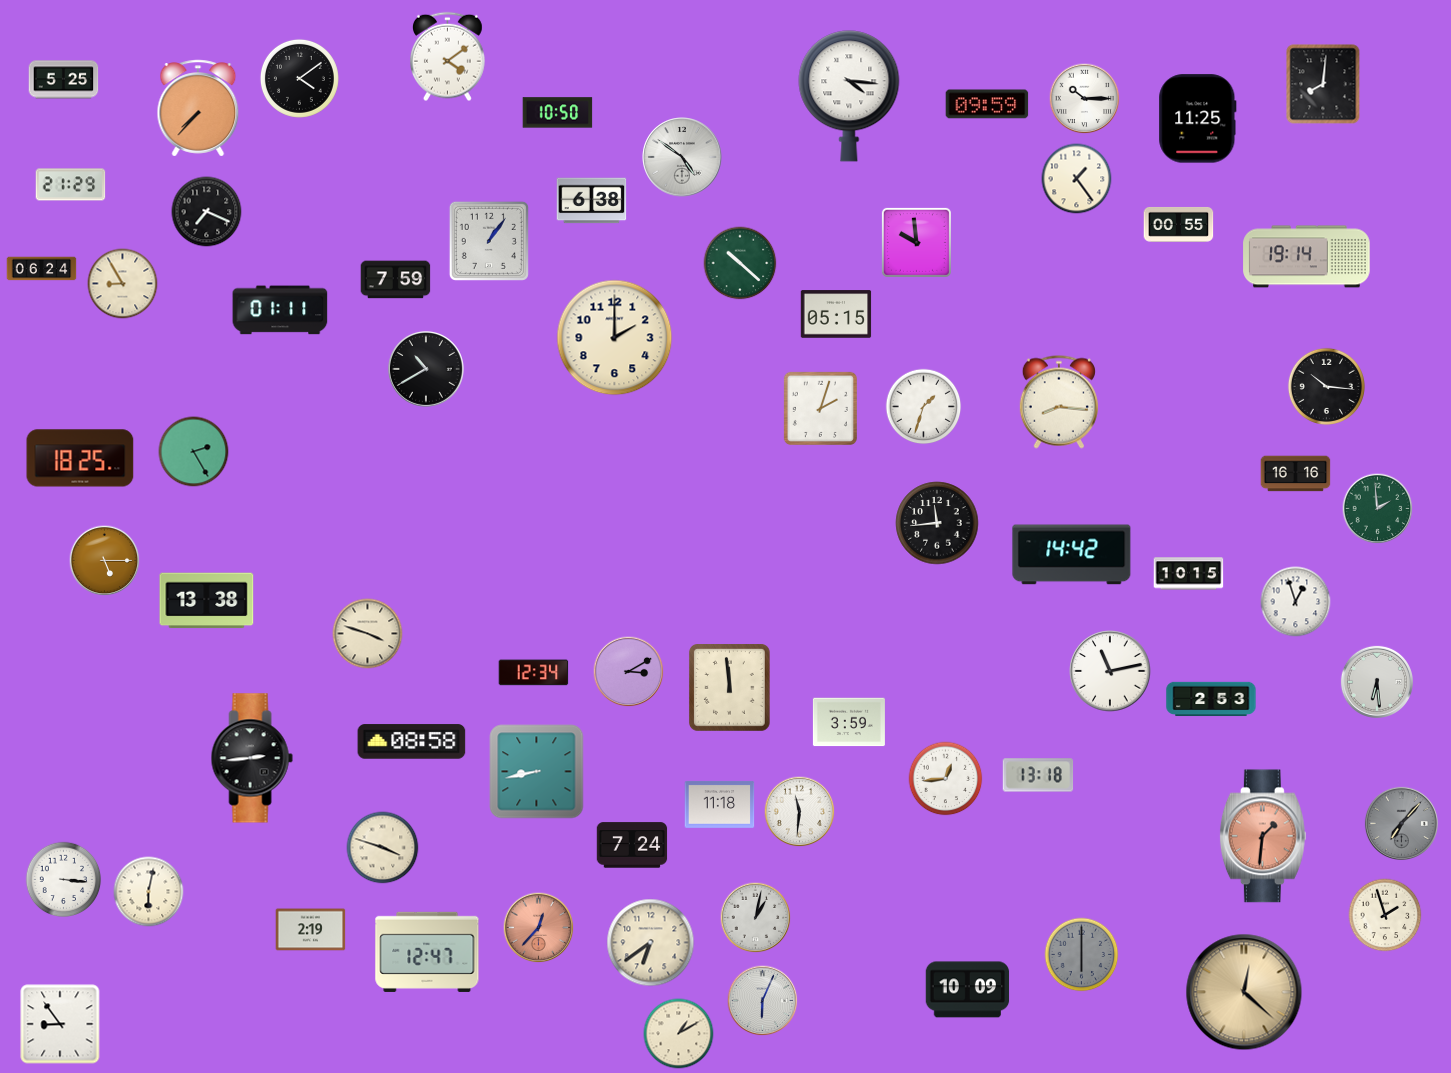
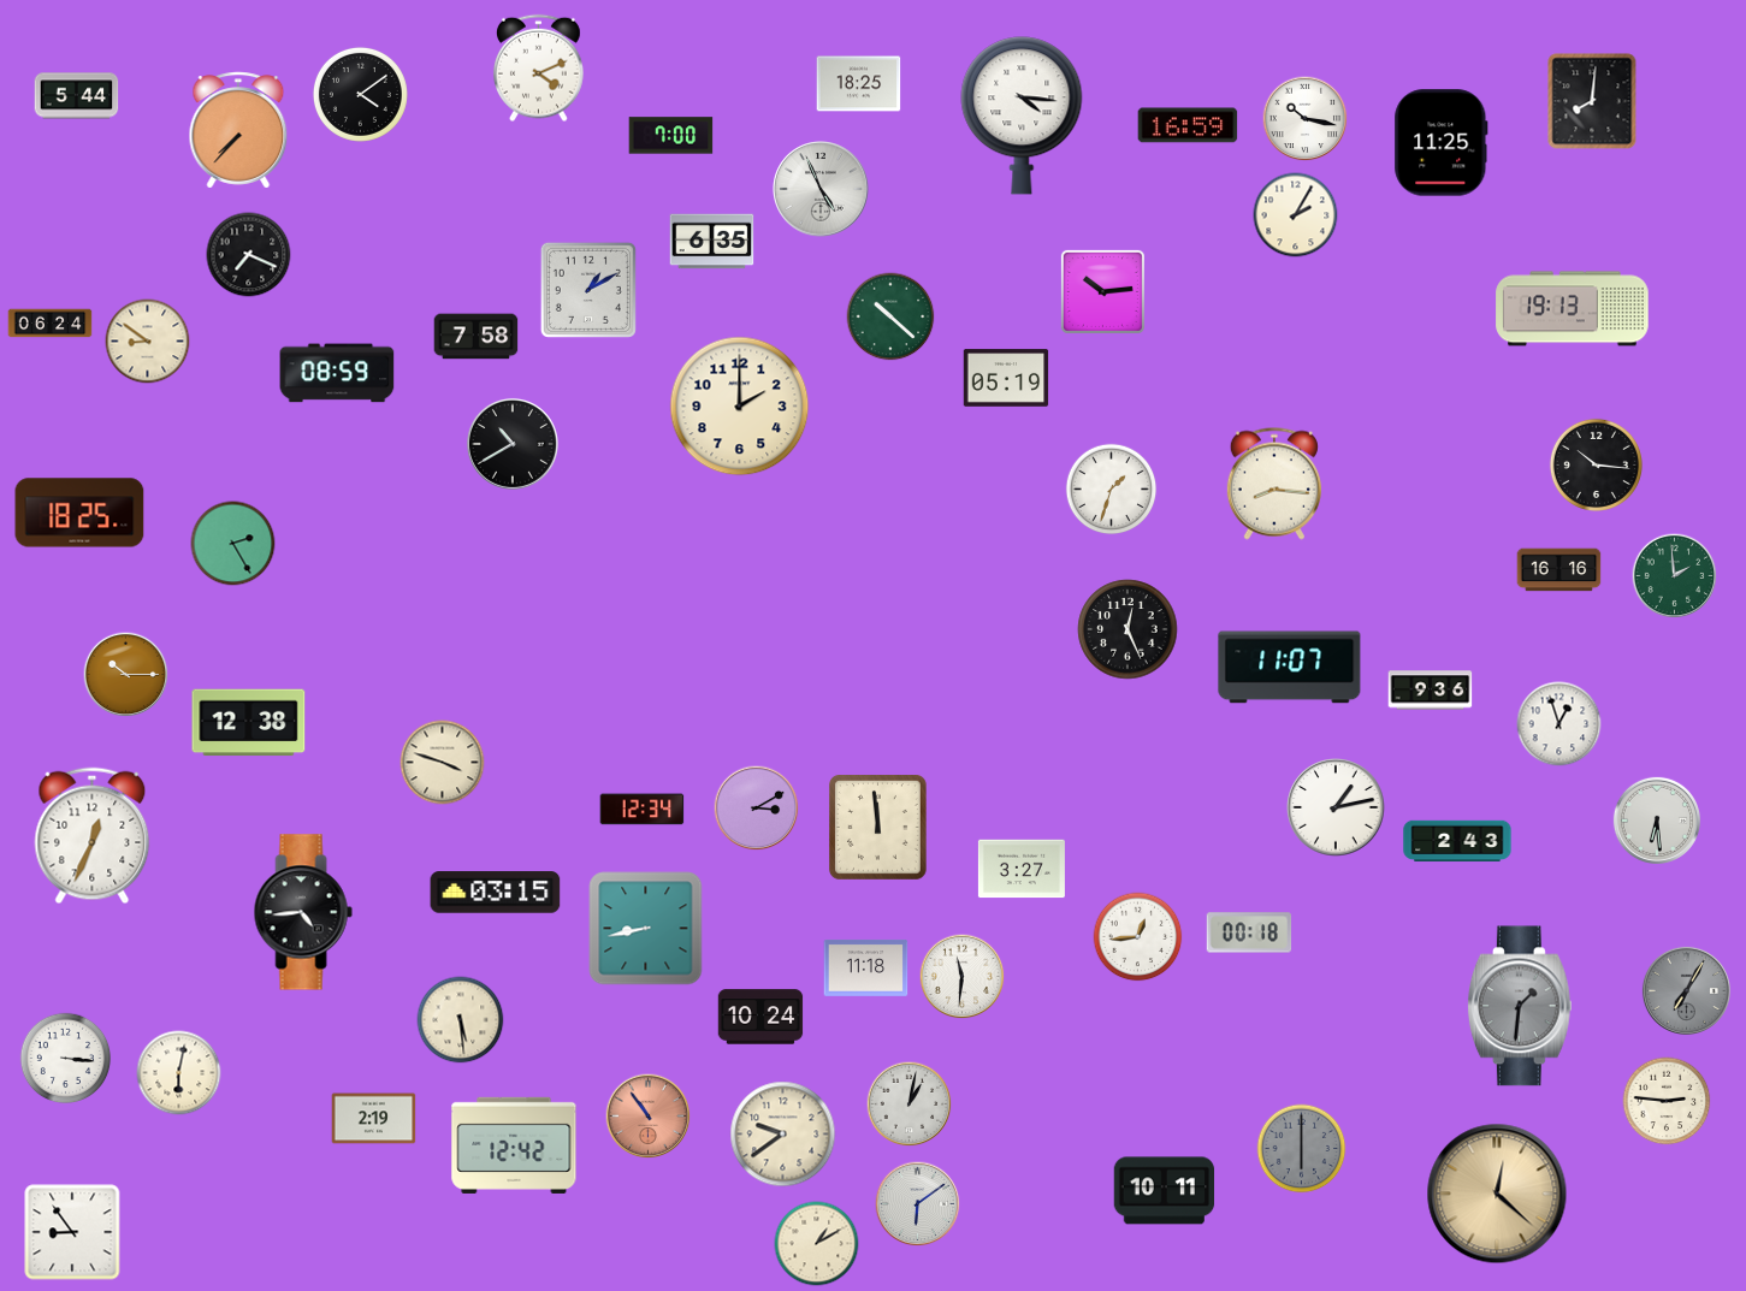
clock at (448, 57): 4:09 -> 4:11
clock at (859, 84): none -> 18:25
clock at (64, 80): 5:25 -> 5:44
clock at (1085, 99): 10:15 -> 10:17
clock at (987, 104): 09:59 -> 16:59
clock at (558, 113): 10:50 -> 7:00
clock at (682, 157): 4:51 -> 4:56
clock at (1077, 179): 1:24 -> 2:05
clock at (71, 185): 21:29 -> none
clock at (592, 201): 6:38 -> 6:35
clock at (1179, 224): 00:55 -> none
clock at (489, 241): 1:06 -> 1:10
clock at (916, 242): 9:59 -> 10:14
clock at (1307, 257): 19:14 -> 19:13
clock at (396, 280): 7:59 -> 7:58
clock at (123, 284): 8:55 -> 8:51
clock at (280, 310): 01:11 -> 08:59
clock at (836, 314): 05:15 -> 05:19
clock at (820, 408): 2:03 -> none
clock at (80, 458) position: (80, 458) -> (79, 513)
clock at (1378, 509) position: (1378, 509) -> (1675, 576)
clock at (937, 523): 11:44 -> 12:26
clock at (1072, 555): 14:42 -> 11:07
clock at (105, 561): 5:15 -> 10:15
clock at (1189, 574): 10:15 -> 9:36
clock at (207, 601): 13:38 -> 12:38
clock at (1110, 671): 11:13 -> 1:13
clock at (93, 836): none -> 12:34
clock at (1211, 699): 2:53 -> 2:43
clock at (849, 722): 3:59 -> 3:27
clock at (412, 742): 08:58 -> 03:15
clock at (252, 758): 2:44 -> 4:44
clock at (1038, 775): 13:18 -> 00:18
clock at (1401, 823): 7:07 -> 7:05
clock at (1263, 836) dial: salmon -> grey
clock at (632, 845): 7:24 -> 10:24
clock at (383, 848): 3:48 -> 5:29
clock at (64, 880) position: (64, 880) -> (66, 1059)
clock at (1385, 915): 1:57 -> 2:46
clock at (539, 928): 12:37 -> 10:54
clock at (651, 943): 6:39 -> 9:39
clock at (427, 952): 12:47 -> 12:42
clock at (968, 990): 10:09 -> 10:11
clock at (763, 1001): 6:04 -> 6:09
